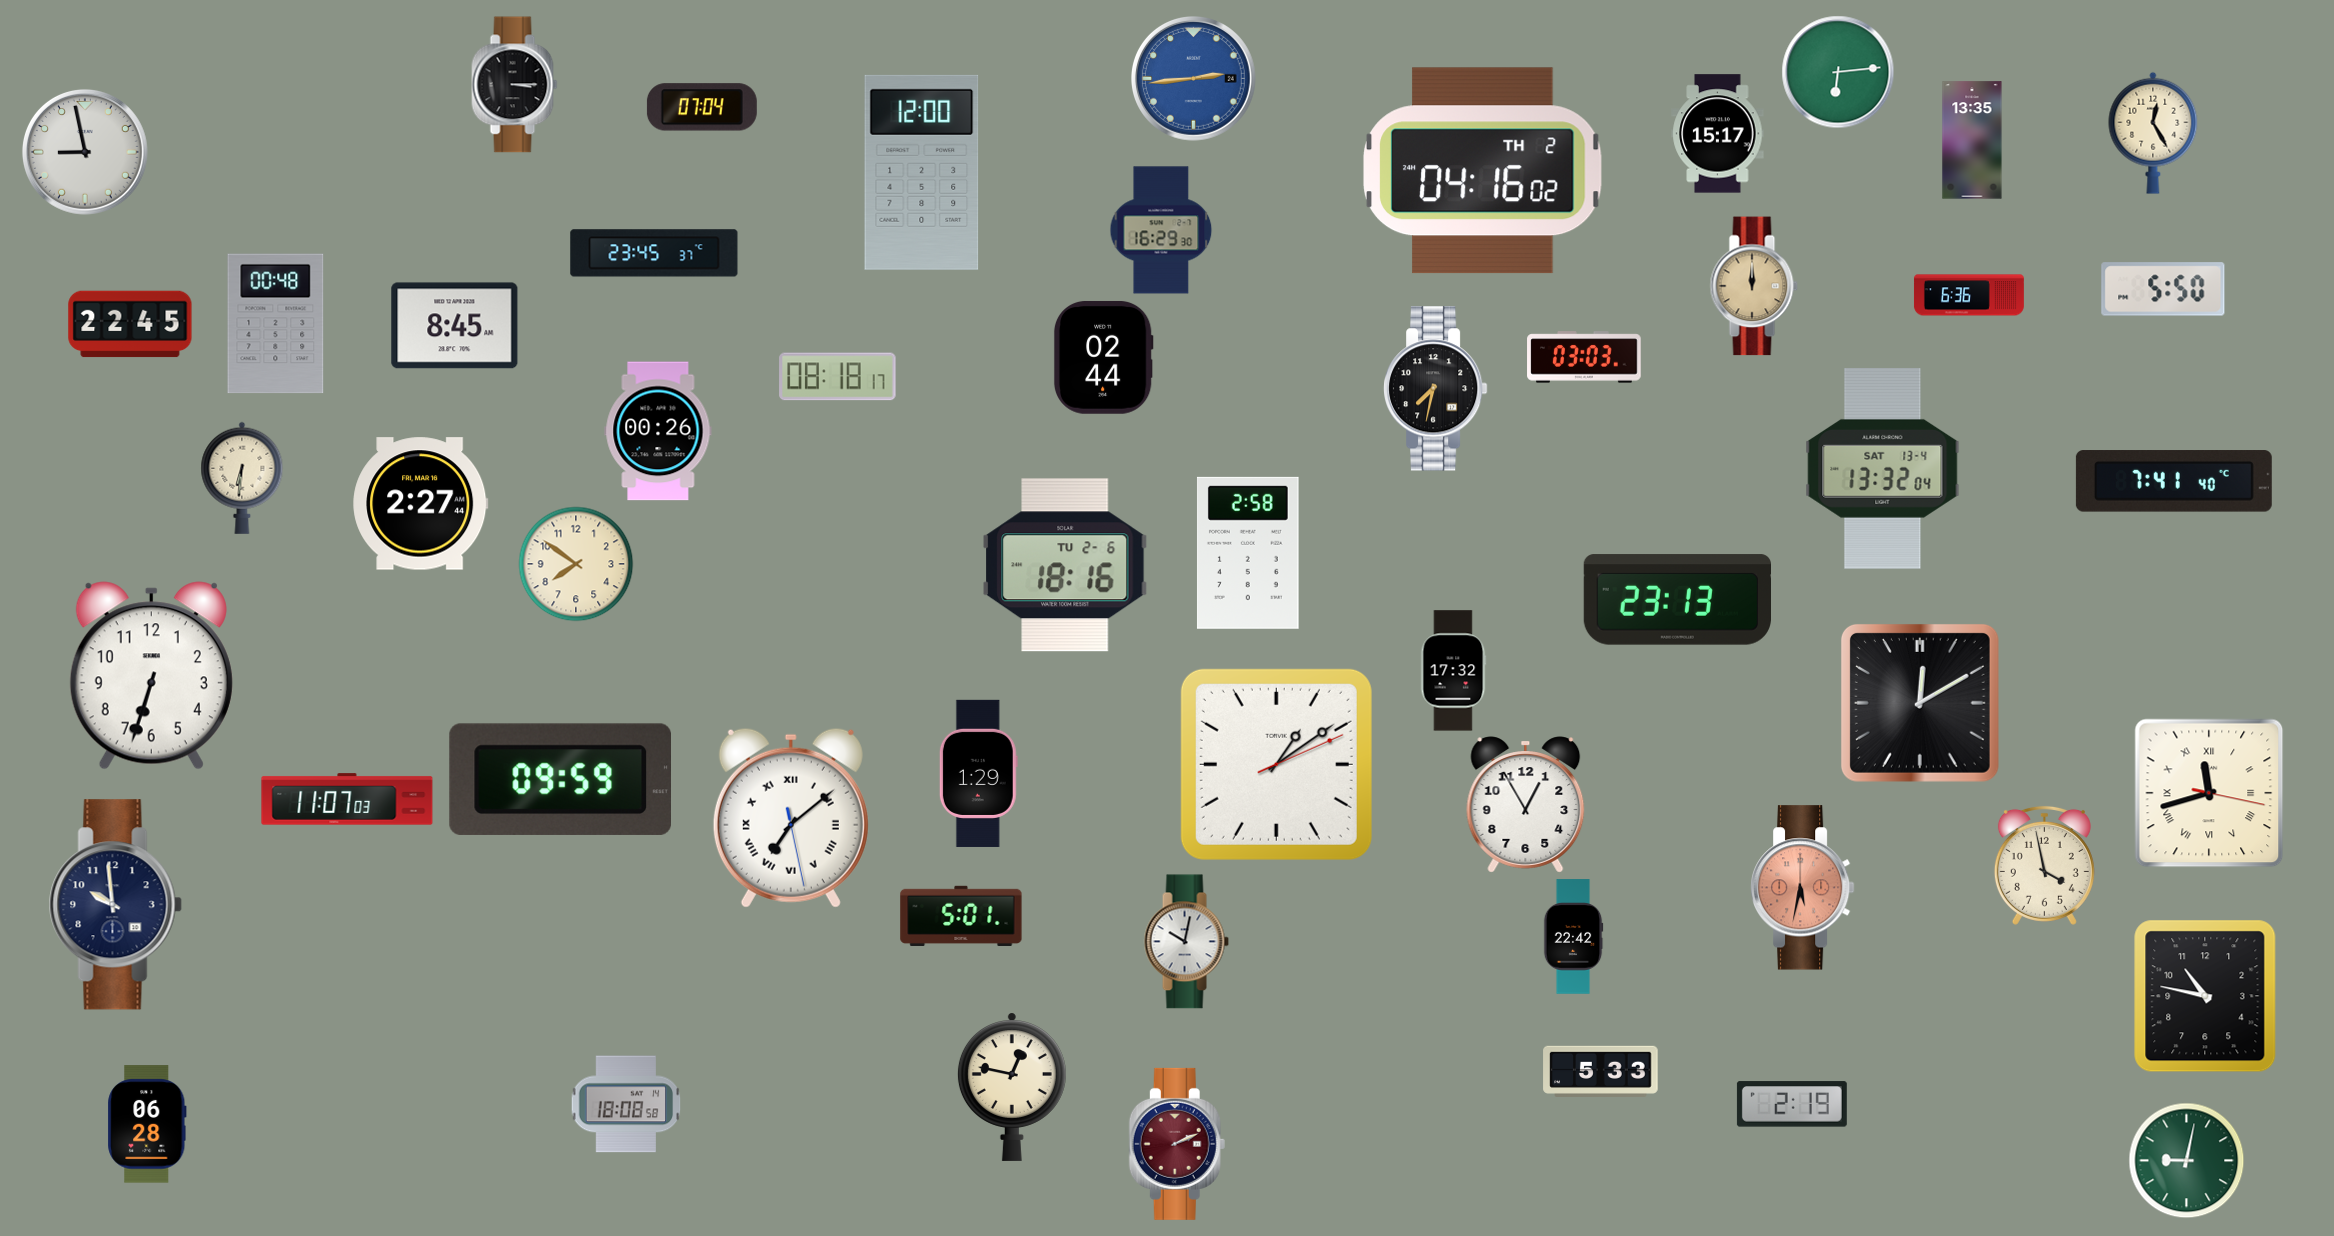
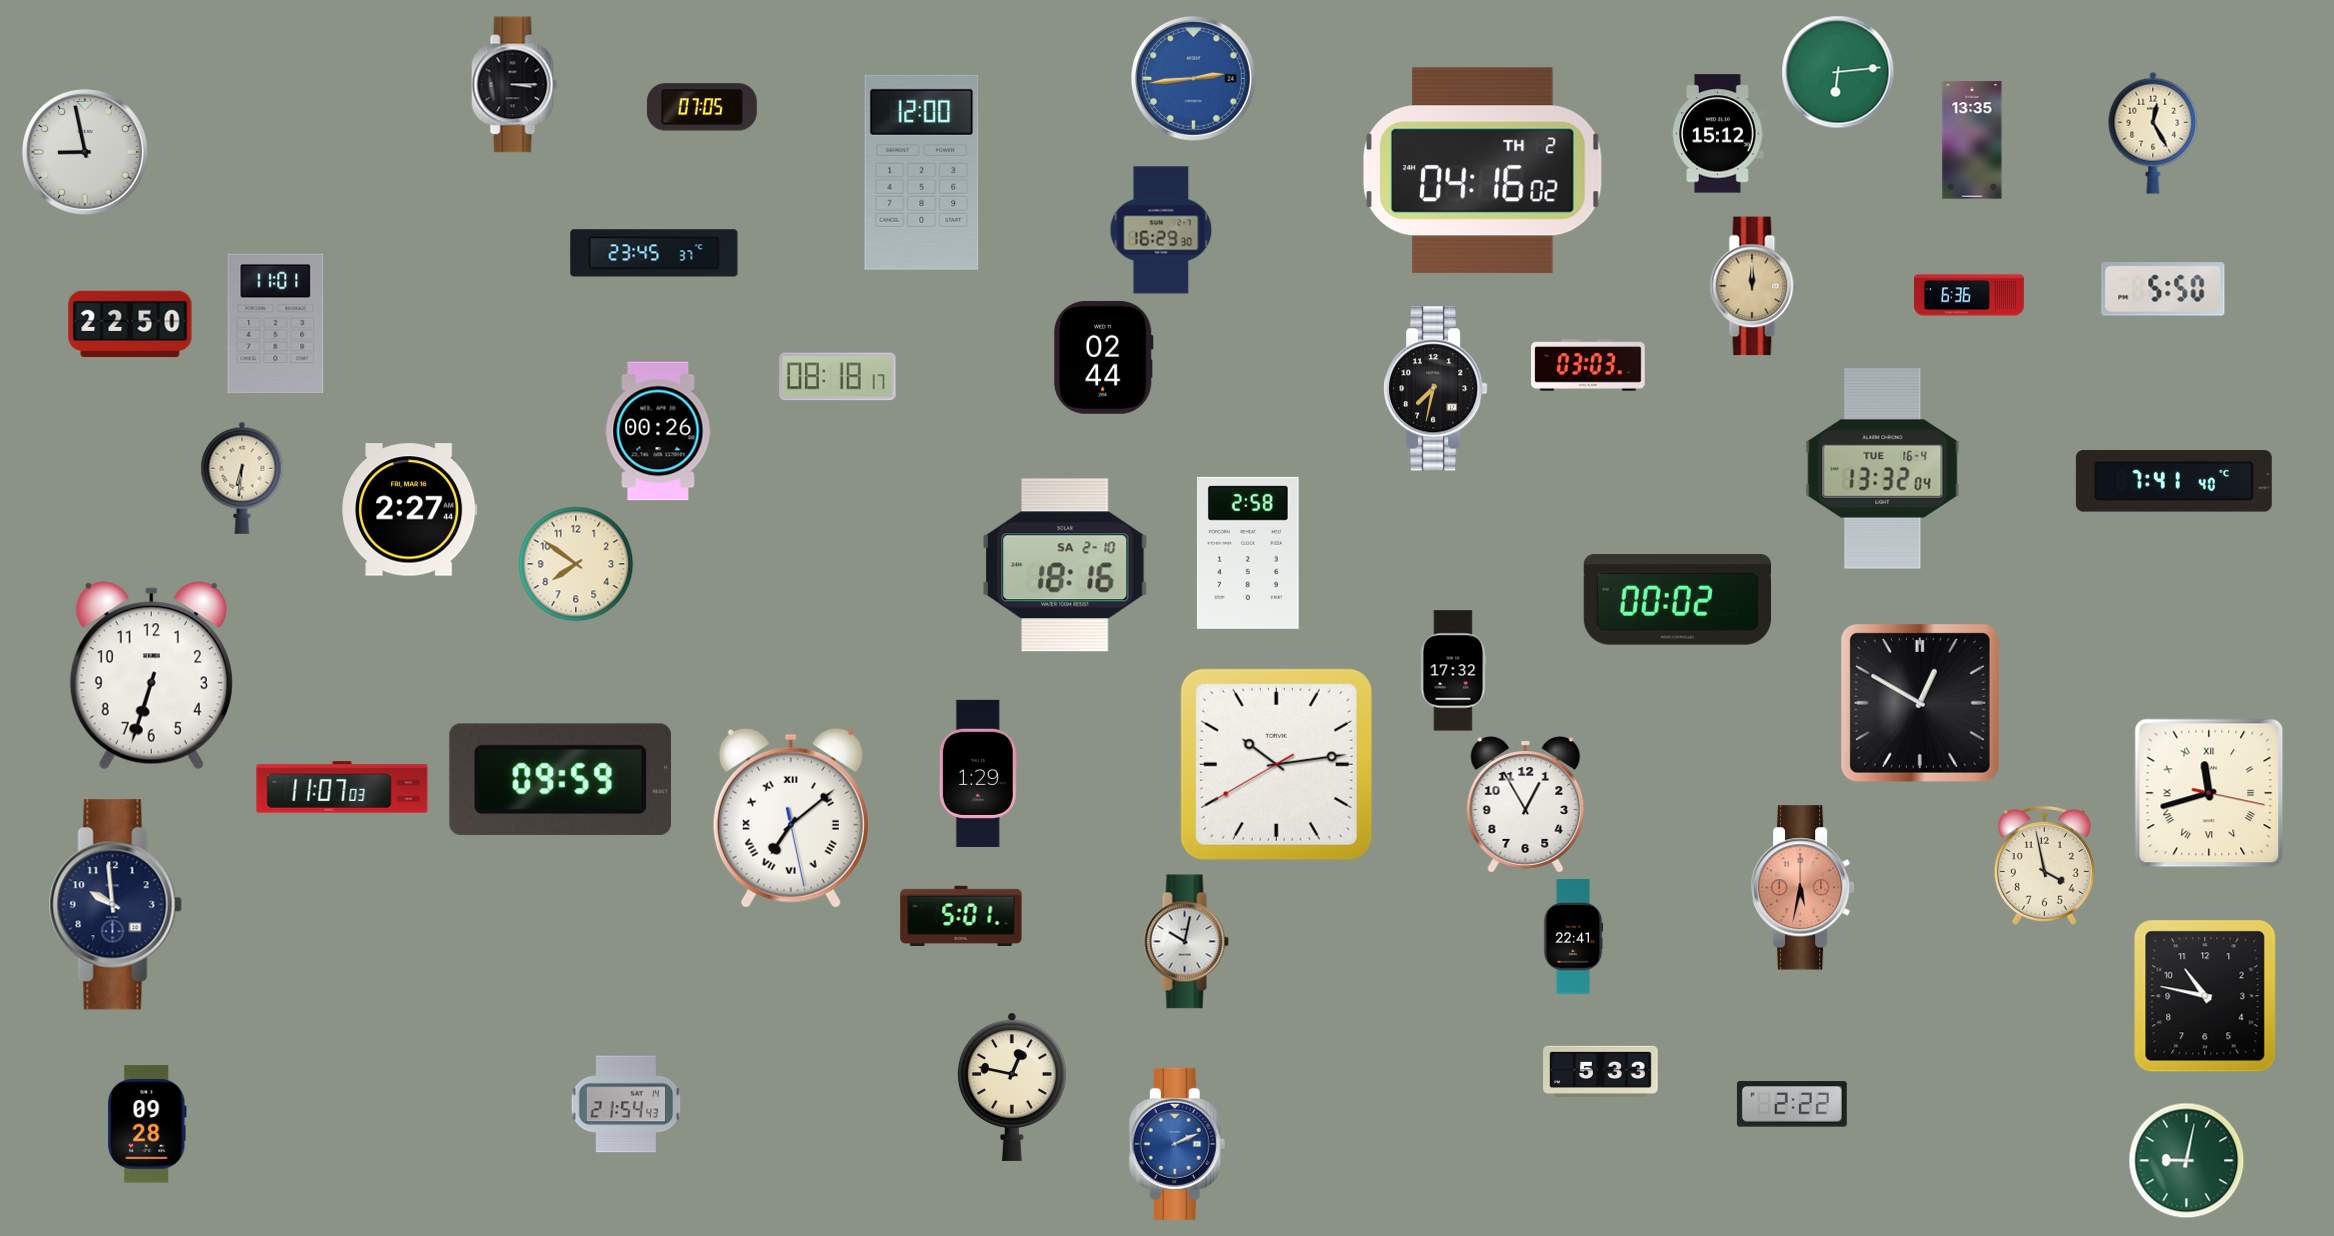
clock at (702, 107): 07:04 -> 07:05
clock at (1718, 134): 15:17 -> 15:12
clock at (130, 324): 22:45 -> 22:50
clock at (276, 324): 00:48 -> 11:01
clock at (455, 326): 8:45 -> none
clock at (1584, 357) position: (1584, 357) -> (1588, 365)
clock at (1883, 469) date: SAT 13-4 -> TUE 16-4
clock at (421, 504) position: (421, 504) -> (410, 510)
clock at (1065, 565) date: TU 2-6 -> SA 2-10
clock at (1677, 600): 23:13 -> 00:02
clock at (1920, 703): 12:10 -> 12:50
clock at (1276, 764): 1:09 -> 10:13
clock at (347, 799) position: (347, 799) -> (342, 787)
clock at (1573, 937): 22:42 -> 22:41
clock at (626, 1104): 18:08 -> 21:54
clock at (1792, 1104): 2:19 -> 2:22
clock at (147, 1124): 06:28 -> 09:28
clock at (1177, 1144) dial: burgundy -> blue
